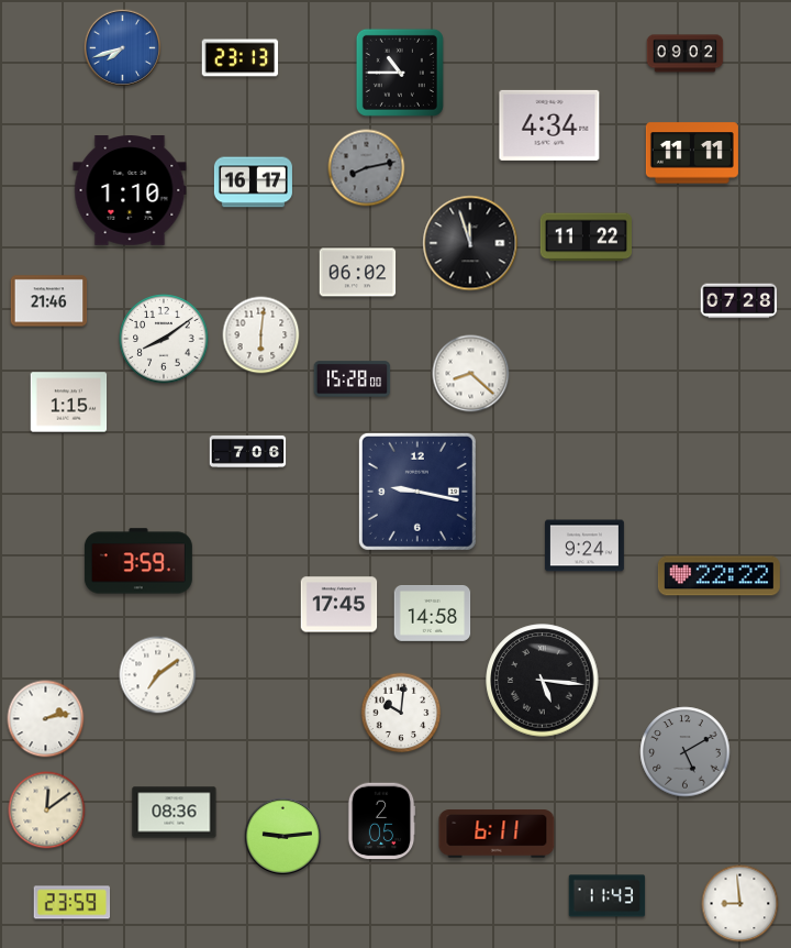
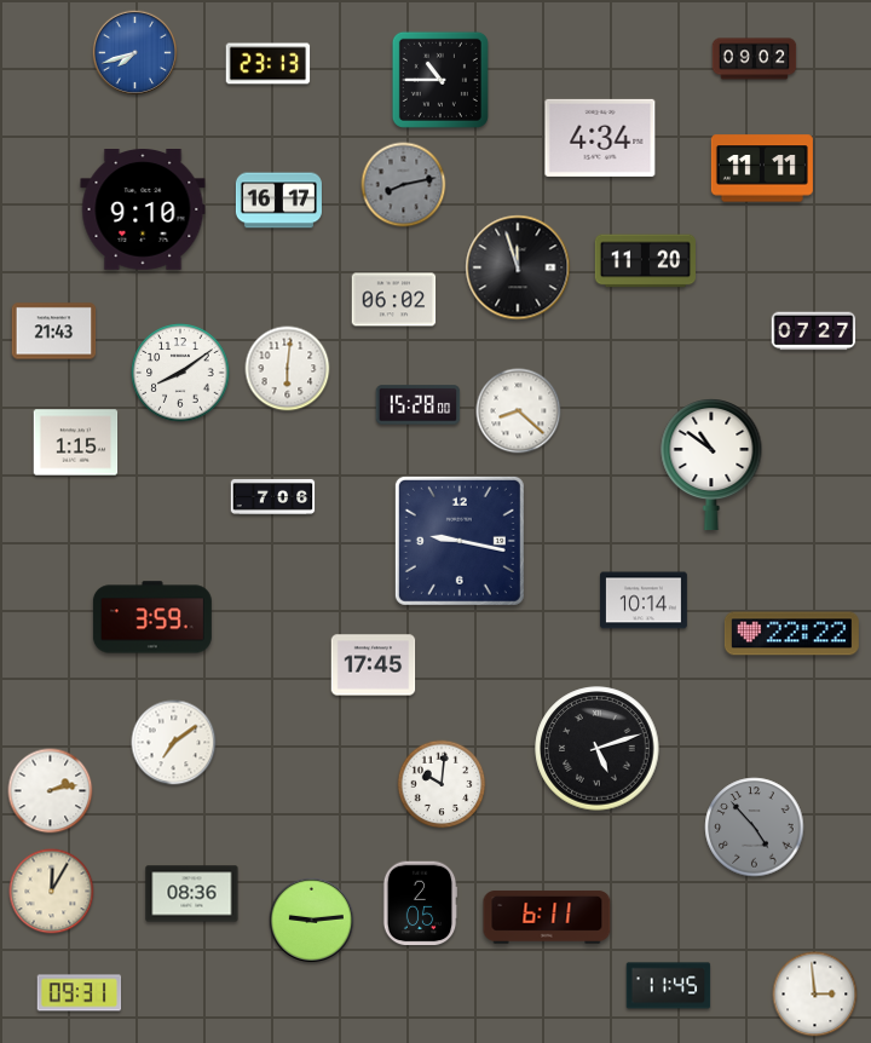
clock at (241, 58) position: (241, 58) -> (269, 64)
clock at (549, 125) position: (549, 125) -> (600, 138)
clock at (130, 191): 1:10 -> 9:10
clock at (586, 238): 11:22 -> 11:20
clock at (49, 301): 21:46 -> 21:43
clock at (739, 301): 07:28 -> 07:27
clock at (353, 379) position: (353, 379) -> (419, 405)
clock at (711, 466): none -> 10:51
clock at (584, 545): 9:24 -> 10:14
clock at (433, 614): 14:58 -> none
clock at (543, 681): 5:16 -> 5:12
clock at (686, 752): 5:10 -> 4:53
clock at (47, 811): 12:09 -> 12:05
clock at (608, 896): 11:43 -> 11:45
clock at (73, 903): 23:59 -> 09:31
clock at (740, 904): 8:59 -> 2:59
